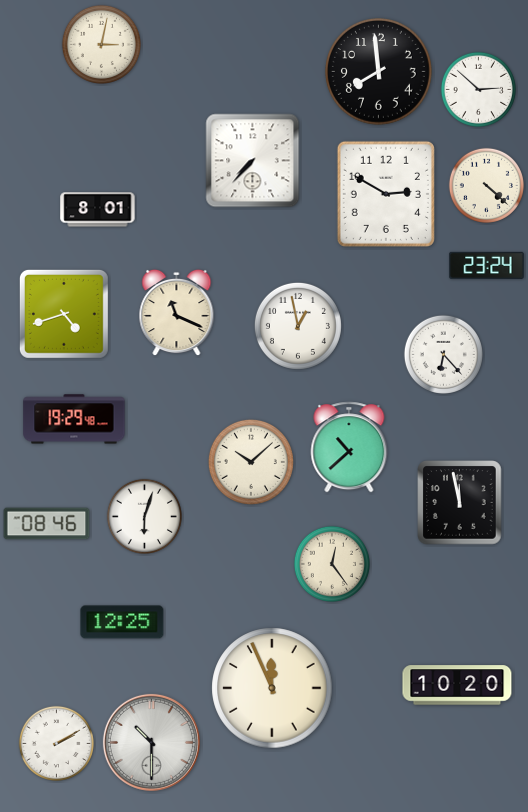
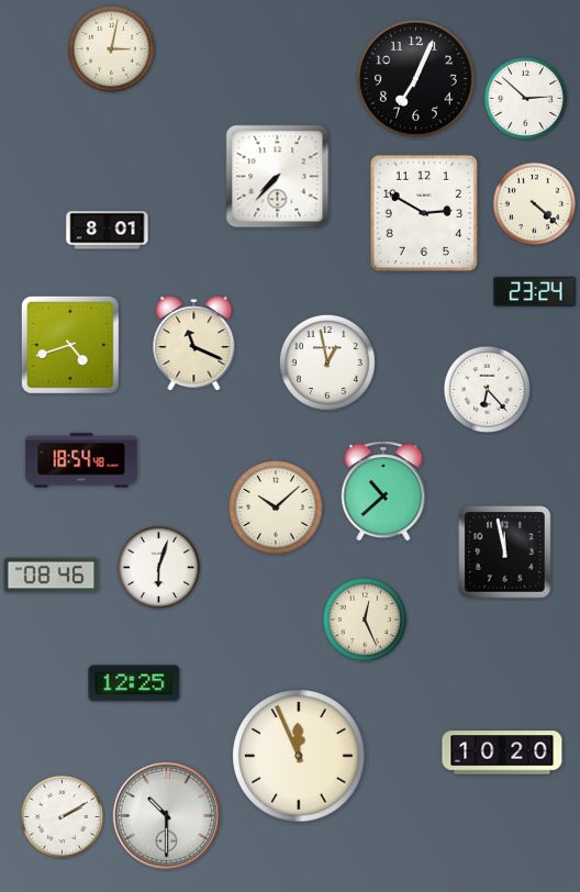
clock at (379, 72): 7:59 -> 7:04
clock at (298, 326) position: (298, 326) -> (327, 363)
clock at (74, 419): 19:29 -> 18:54
clock at (332, 564): 12:24 -> 12:26
